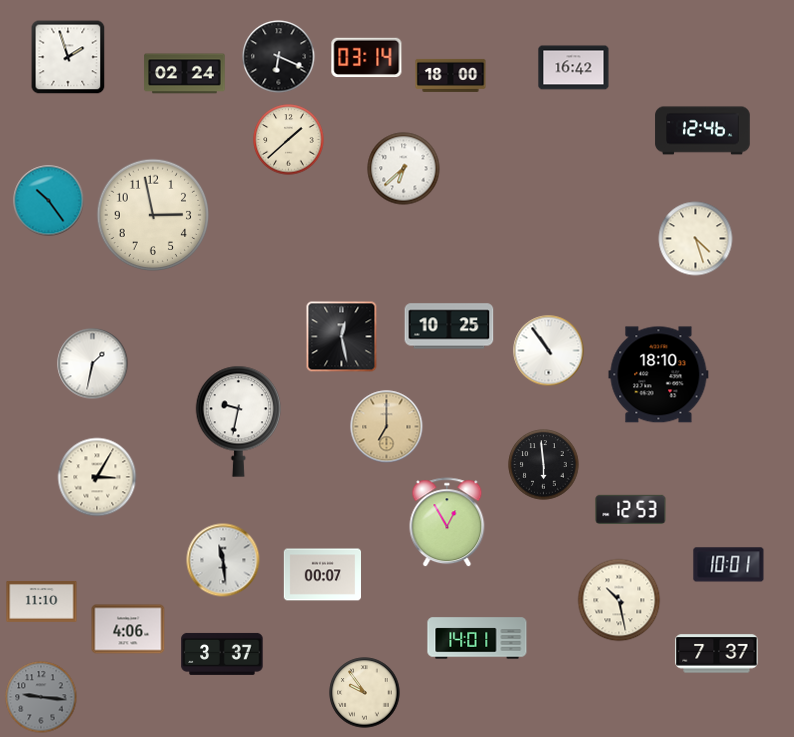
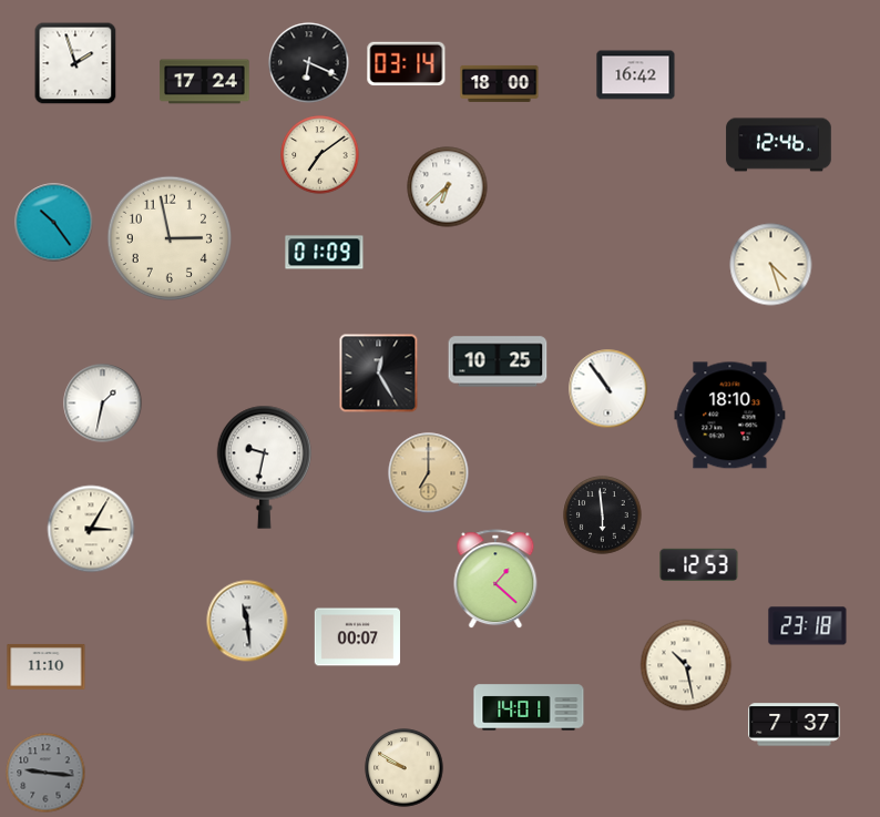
clock at (185, 74): 02:24 -> 17:24
clock at (289, 140): 1:38 -> 7:09
clock at (325, 253): none -> 01:09
clock at (342, 337): 12:28 -> 12:25
clock at (97, 477) position: (97, 477) -> (91, 529)
clock at (447, 523): 12:55 -> 1:22
clock at (729, 565): 10:01 -> 23:18
clock at (128, 629): 4:06 -> none
clock at (222, 654): 3:37 -> none
clock at (365, 693): 9:54 -> 9:50
